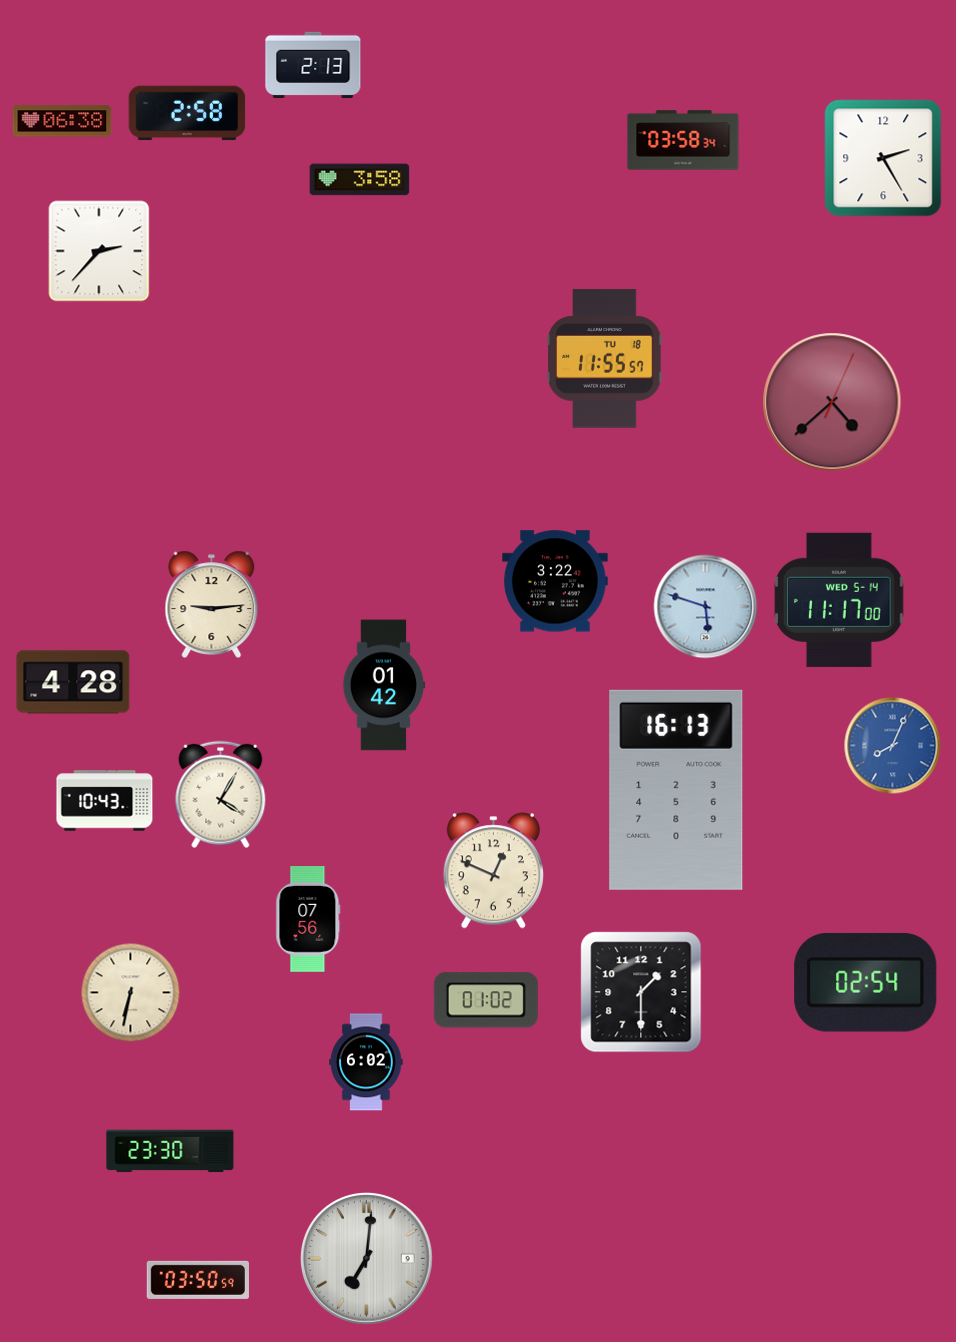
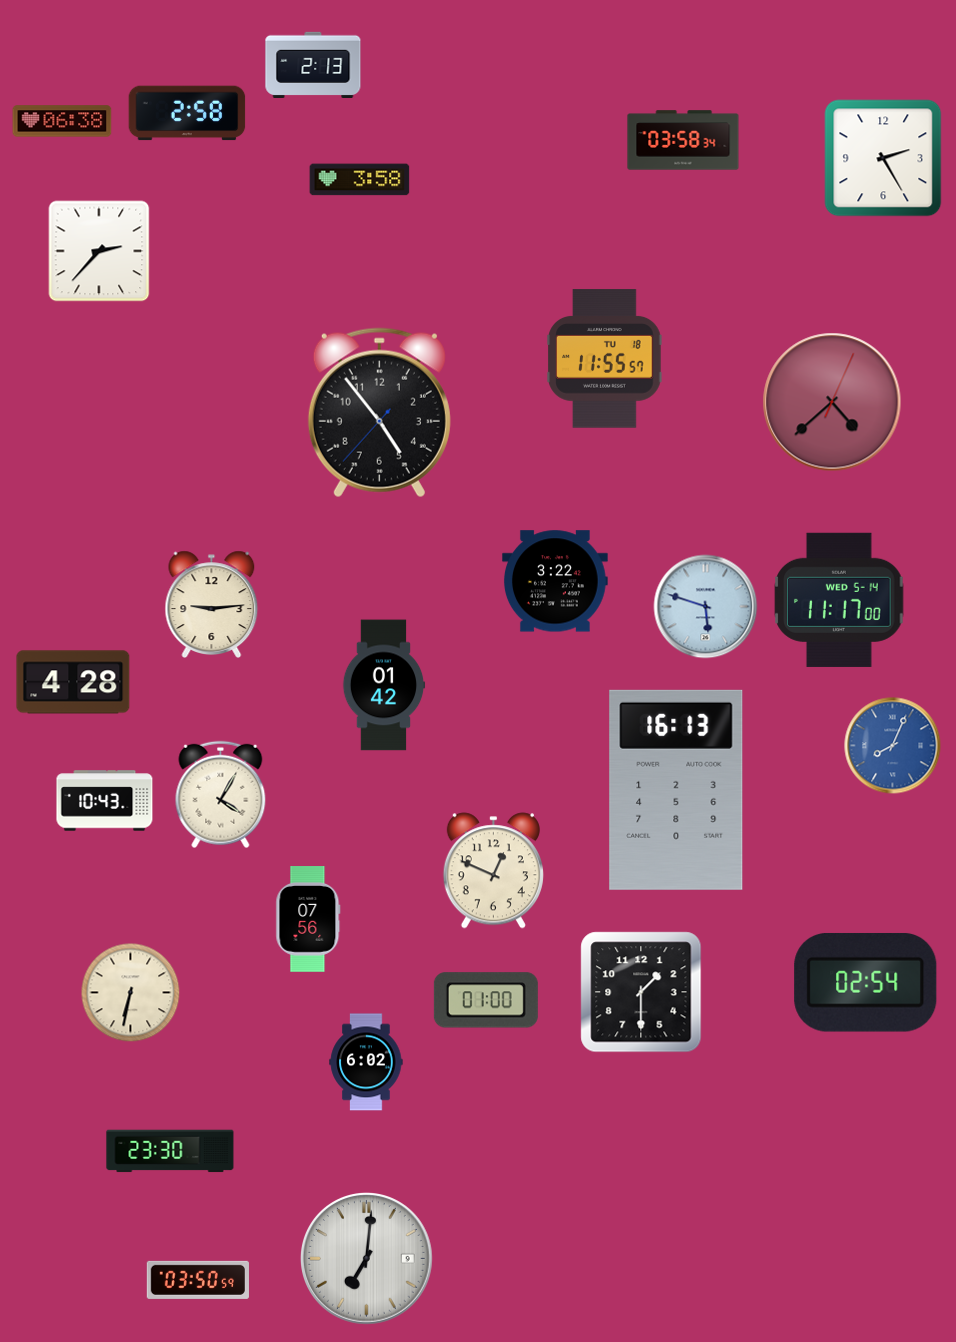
clock at (379, 413): none -> 4:53
clock at (486, 1000): 01:02 -> 01:00
